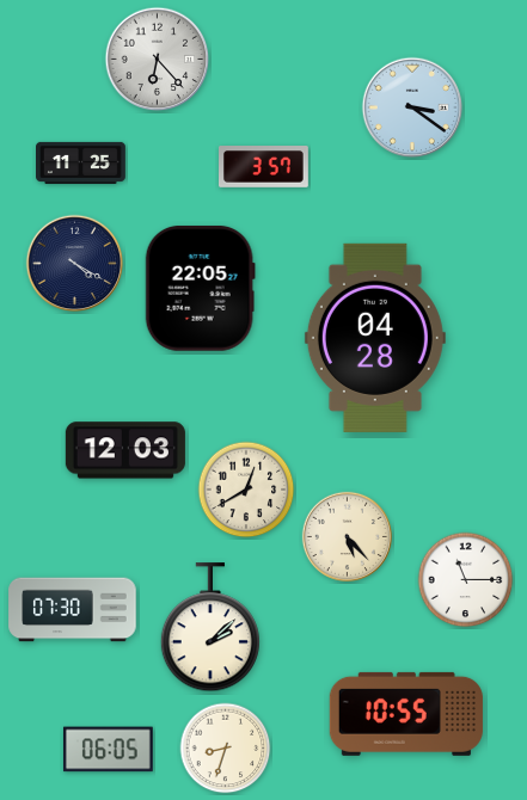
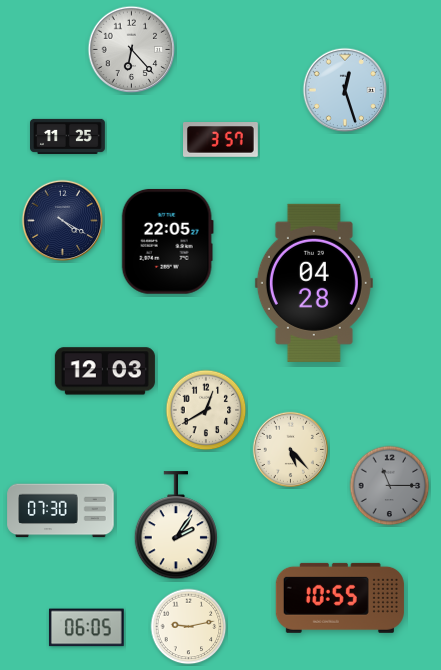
clock at (412, 107): 3:21 -> 12:27
clock at (125, 450) position: (125, 450) -> (105, 371)
clock at (466, 580) dial: white -> grey
clock at (209, 628): 2:08 -> 2:06
clock at (226, 749): 8:33 -> 9:13
clock at (108, 750) position: (108, 750) -> (86, 628)
